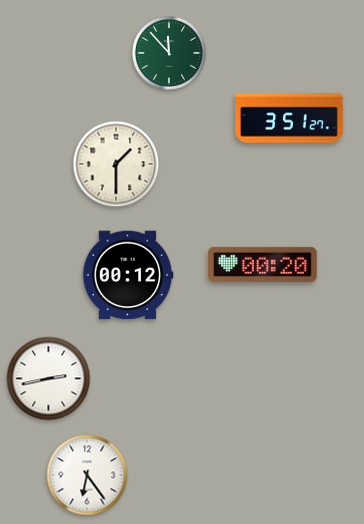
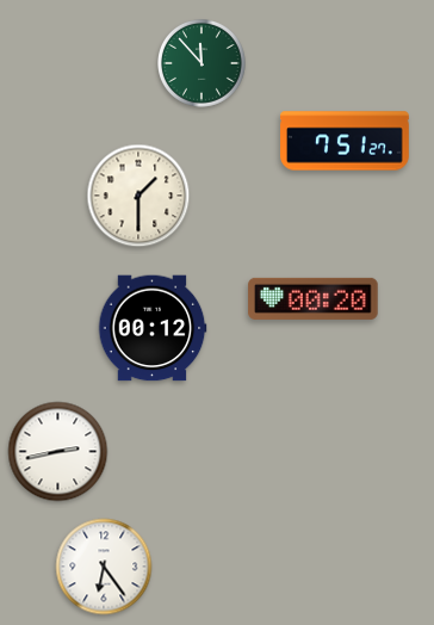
clock at (289, 118): 3:51 -> 7:51
clock at (263, 264) position: (263, 264) -> (314, 298)
